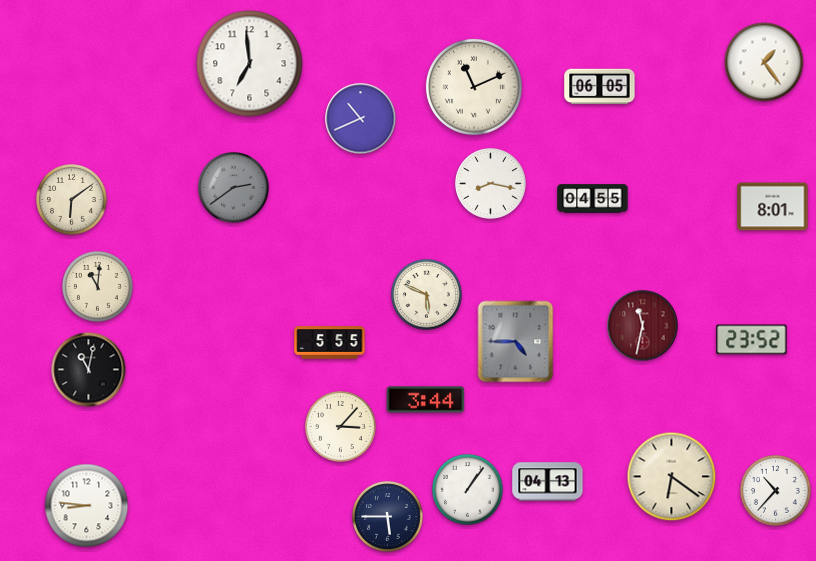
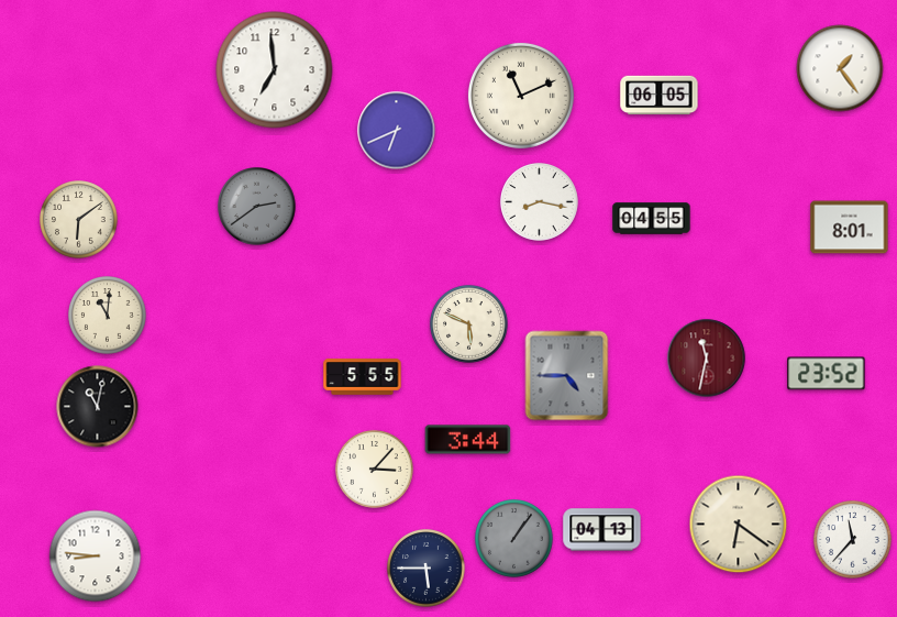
clock at (361, 119): 10:41 -> 6:41
clock at (468, 490) dial: white -> grey
clock at (776, 491): 10:37 -> 11:37
